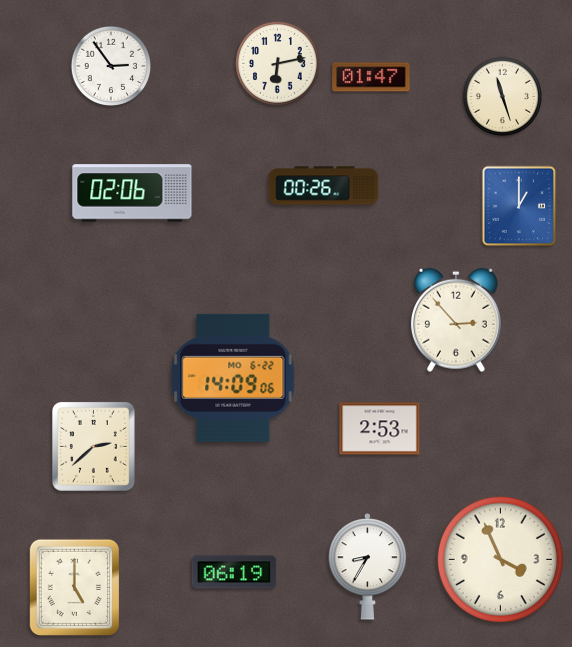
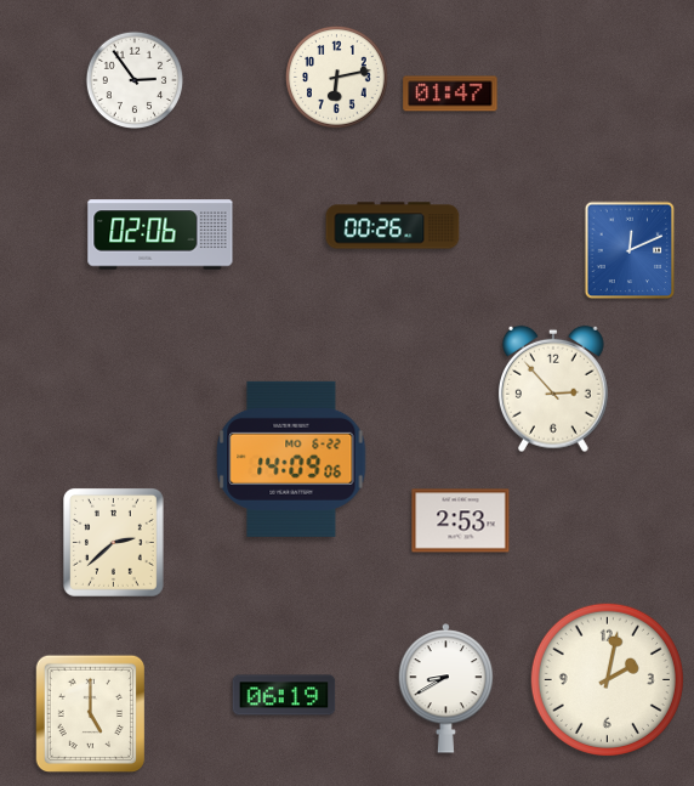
clock at (503, 97): 11:27 -> none
clock at (519, 206): 1:00 -> 12:11
clock at (233, 378) position: (233, 378) -> (291, 459)
clock at (500, 559): 3:56 -> 2:02
clock at (368, 567): 8:35 -> 8:40
